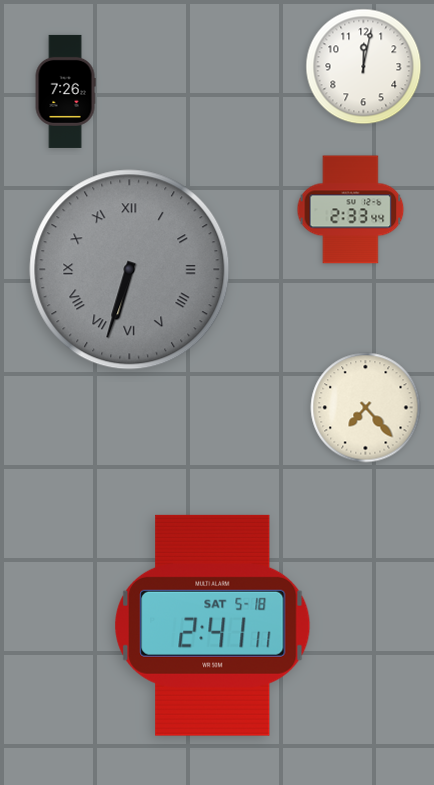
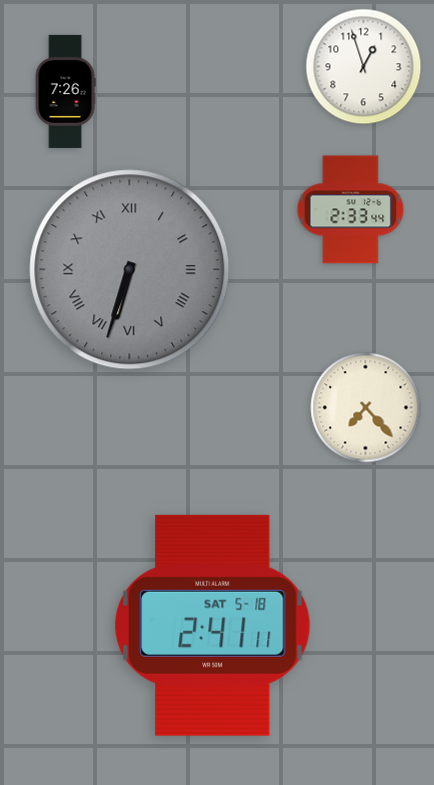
clock at (364, 67): 12:02 -> 12:57
